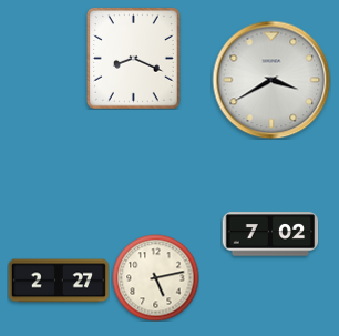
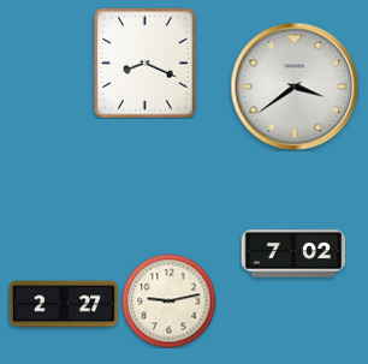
clock at (271, 80): 3:40 -> 3:39
clock at (155, 277): 5:13 -> 9:13
